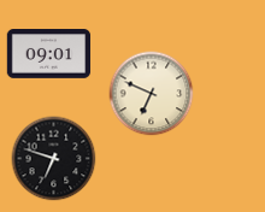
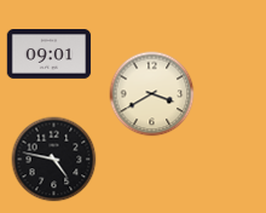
clock at (152, 94): 6:49 -> 3:40
clock at (54, 159): 6:48 -> 4:47
